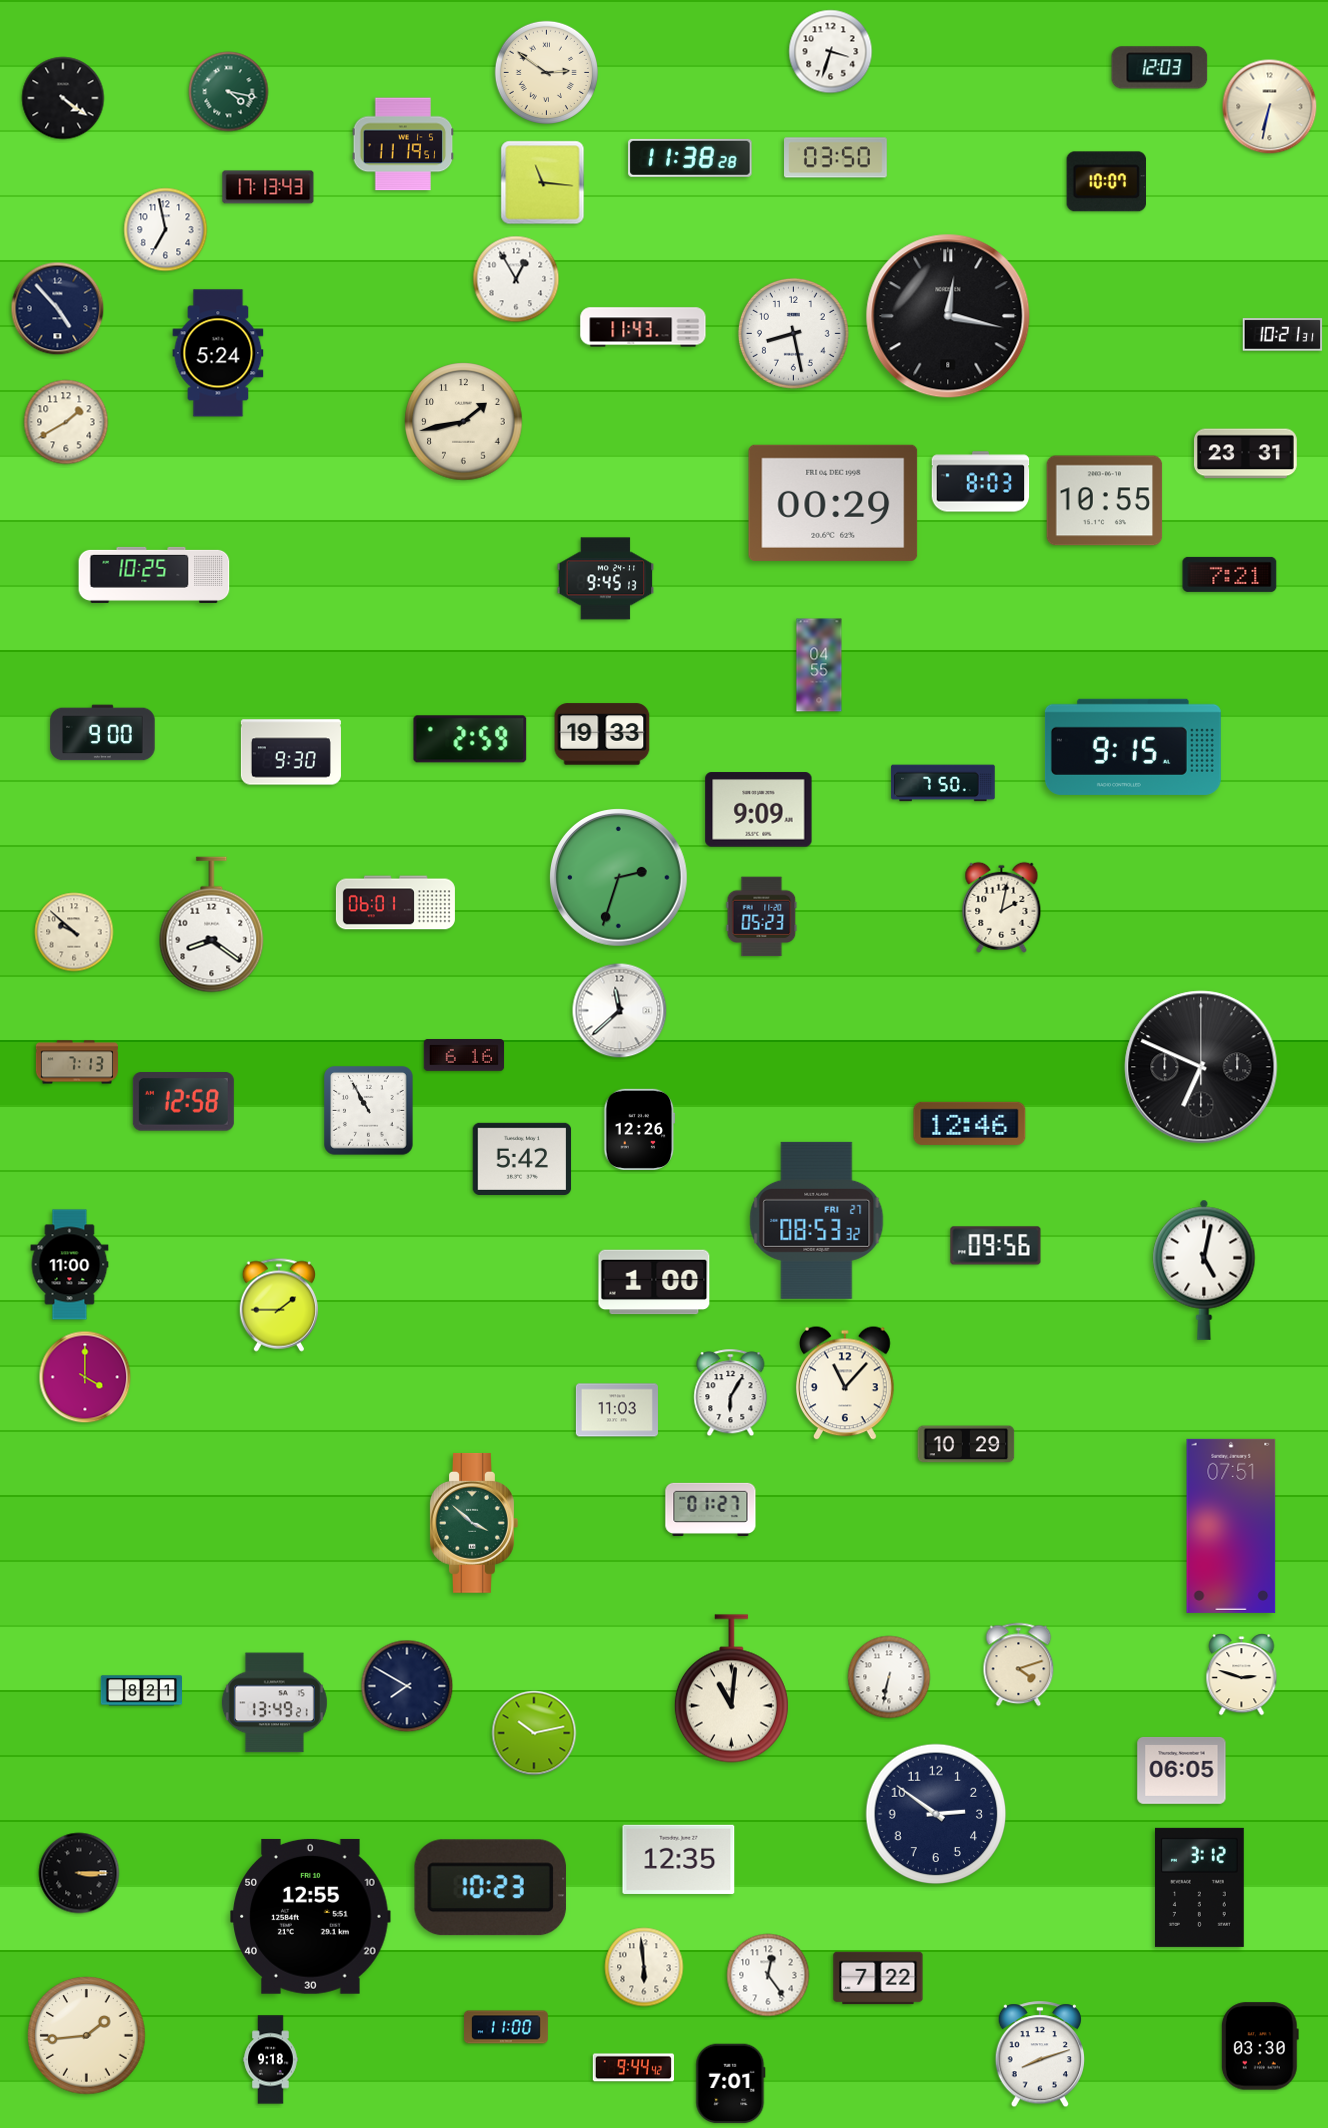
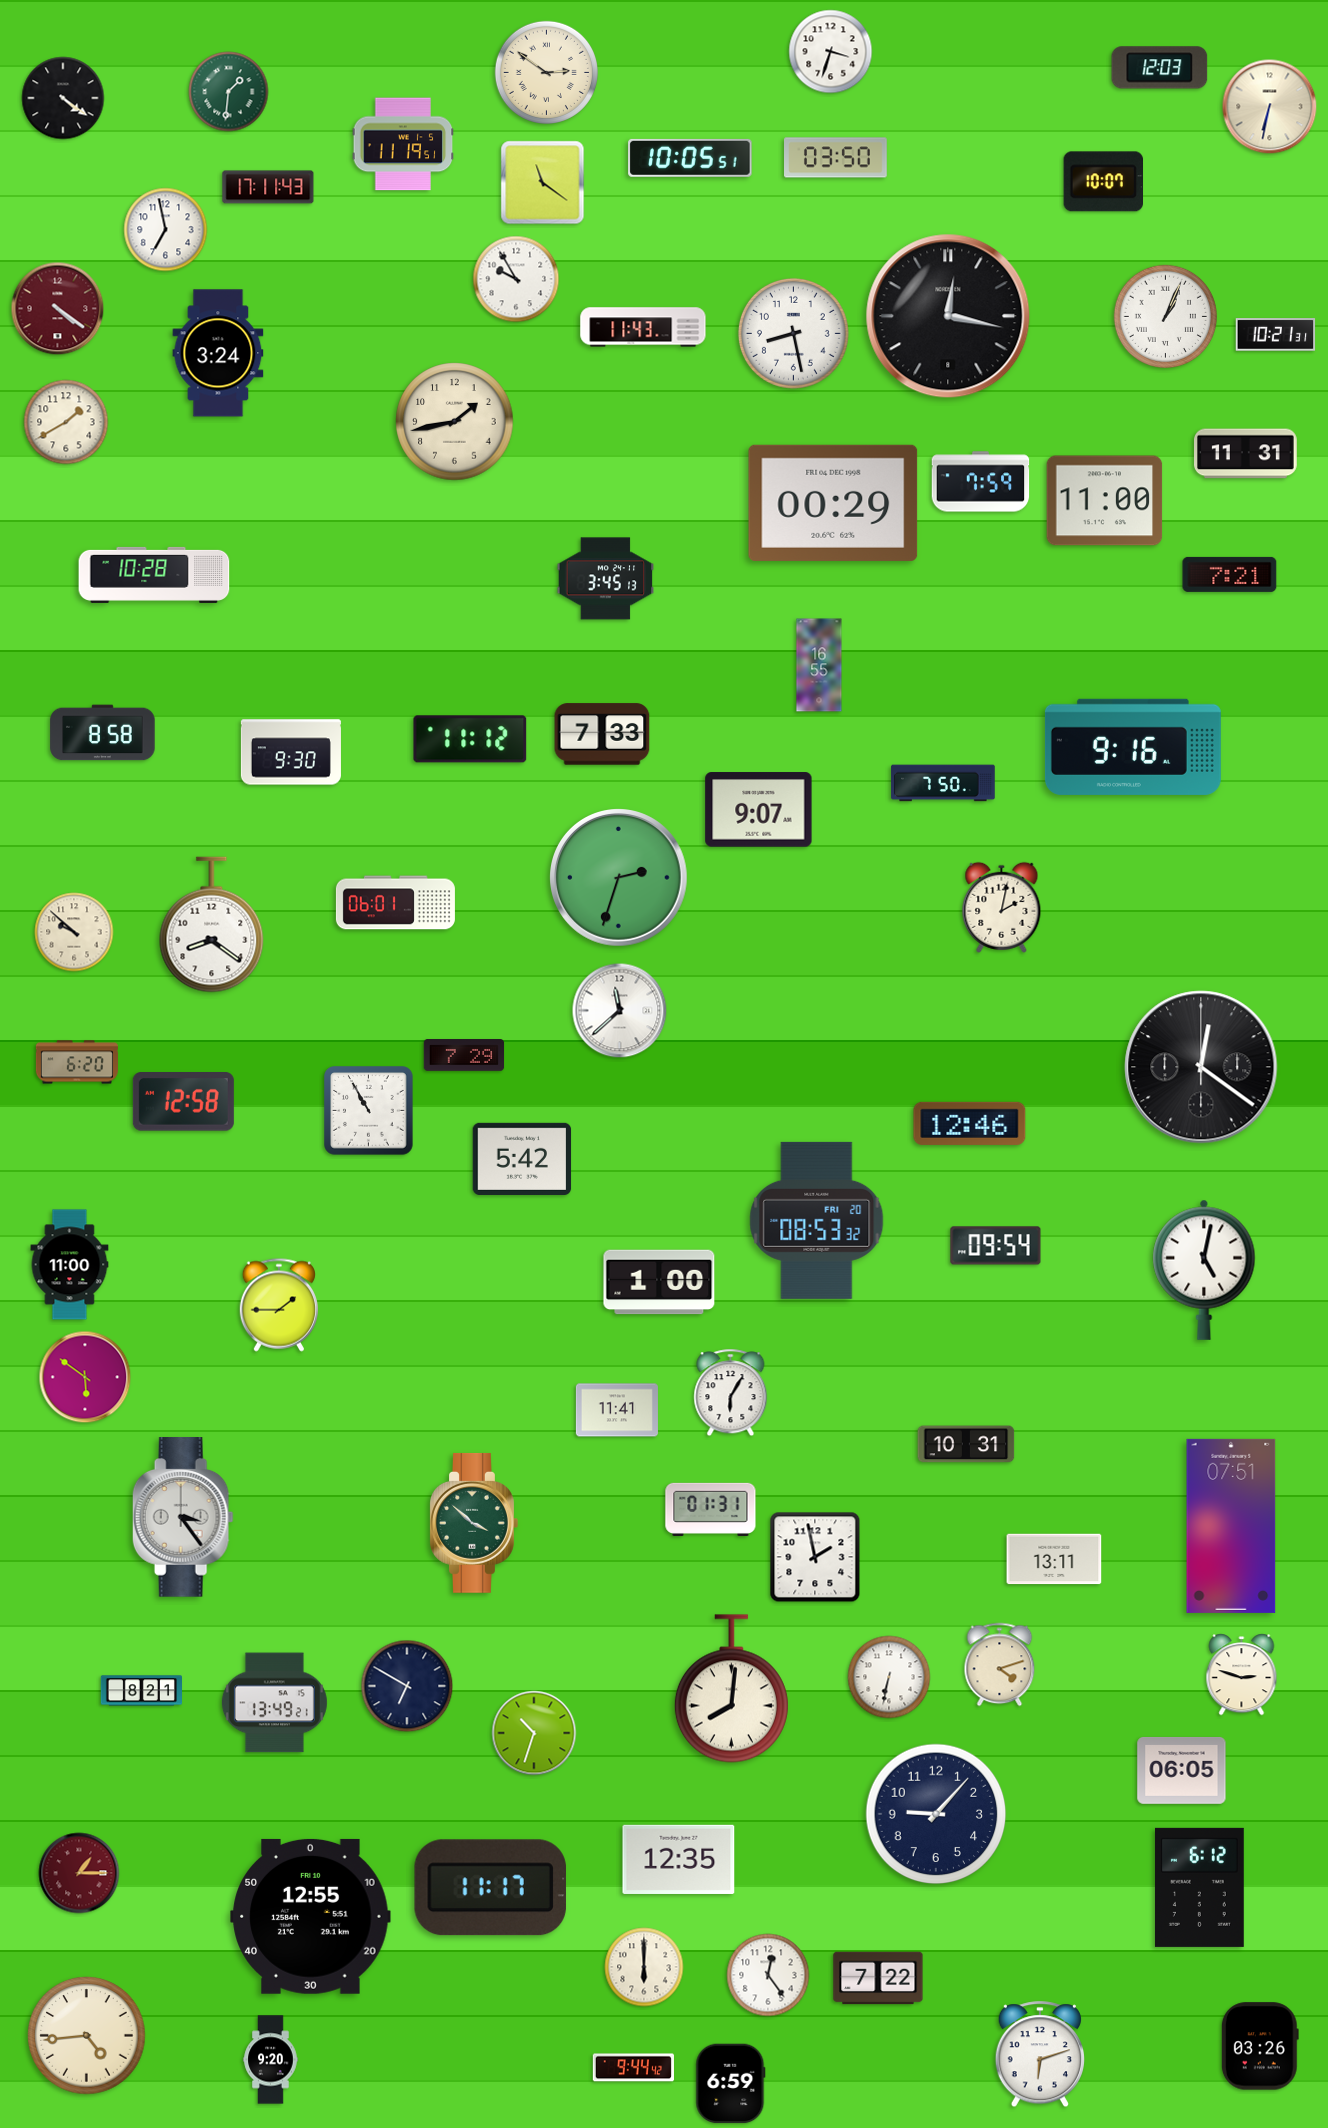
clock at (229, 92): 4:17 -> 1:31
clock at (690, 158): 11:38 -> 10:05
clock at (1106, 182) position: (1106, 182) -> (1103, 182)
clock at (543, 183): 11:16 -> 11:21
clock at (268, 187): 17:13 -> 17:11
clock at (516, 279): 12:55 -> 9:55
clock at (58, 309): 4:53 -> 4:21
clock at (58, 309) dial: navy -> burgundy
clock at (1165, 316): none -> 1:04
clock at (1283, 335) position: (1283, 335) -> (1276, 335)
clock at (218, 353): 5:24 -> 3:24
clock at (464, 422) position: (464, 422) -> (455, 422)
clock at (1246, 454): 23:31 -> 11:31
clock at (981, 482): 8:03 -> 7:59
clock at (1105, 501): 10:55 -> 11:00
clock at (154, 575): 10:25 -> 10:28
clock at (606, 579): 9:45 -> 3:45
clock at (819, 665): 04:55 -> 16:55
clock at (103, 733): 9:00 -> 8:58
clock at (602, 734): 19:33 -> 7:33
clock at (470, 739): 2:59 -> 11:12
clock at (1133, 747): 9:15 -> 9:16
clock at (759, 810): 9:09 -> 9:07
clock at (762, 917): 05:23 -> none
clock at (464, 1055): 6:16 -> 7:29
clock at (77, 1062): 7:13 -> 6:20
clock at (1201, 1067): 6:49 -> 12:21
clock at (640, 1129): 12:26 -> none
clock at (817, 1220) date: FRI 27 -> FRI 20
clock at (996, 1246): 09:56 -> 09:54
clock at (654, 1282) position: (654, 1282) -> (659, 1282)
clock at (85, 1377): 4:00 -> 5:51
clock at (846, 1383): 11:07 -> none
clock at (617, 1410): 11:03 -> 11:41
clock at (966, 1444): 10:29 -> 10:31
clock at (711, 1509): 01:27 -> 01:31
clock at (183, 1517): none -> 3:24
clock at (815, 1557): none -> 1:58
clock at (1054, 1559): none -> 13:11
clock at (1019, 1665) position: (1019, 1665) -> (1000, 1665)
clock at (407, 1686): 7:50 -> 6:50
clock at (731, 1689): 11:01 -> 8:01
clock at (534, 1733): 10:13 -> 10:33
clock at (936, 1814): 2:51 -> 9:07
clock at (79, 1873): 3:15 -> 1:15
clock at (79, 1873) dial: black -> burgundy
clock at (1199, 1887): 3:12 -> 6:12
clock at (490, 1888): 10:23 -> 11:17
clock at (644, 1967): 5:59 -> 6:00
clock at (507, 2027): 11:00 -> none
clock at (87, 2036): 1:44 -> 4:44
clock at (1260, 2046): 03:30 -> 03:26
clock at (1039, 2055): 8:12 -> 6:12
clock at (271, 2060): 9:18 -> 9:20
clock at (731, 2084): 7:01 -> 6:59
